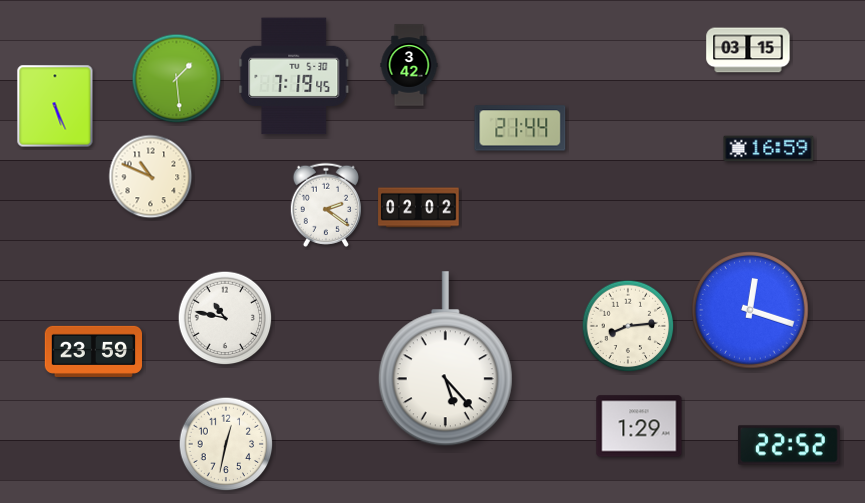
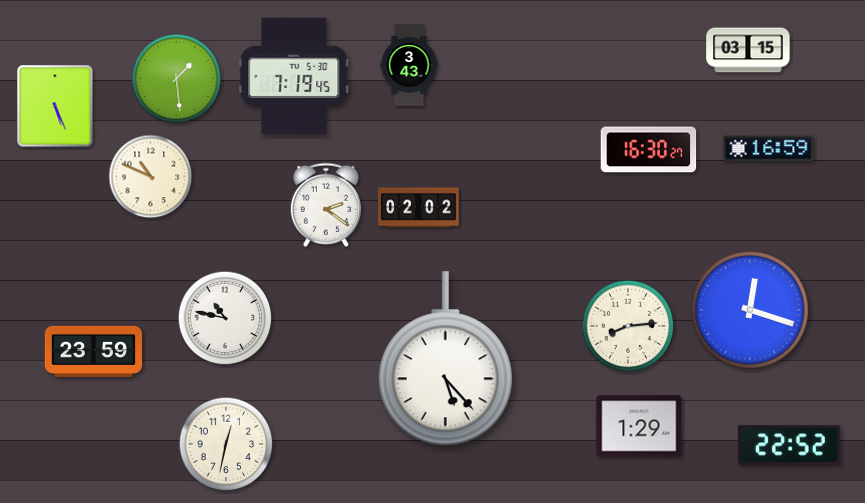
clock at (409, 65): 3:42 -> 3:43
clock at (520, 128): 21:44 -> none
clock at (649, 150): none -> 16:30
